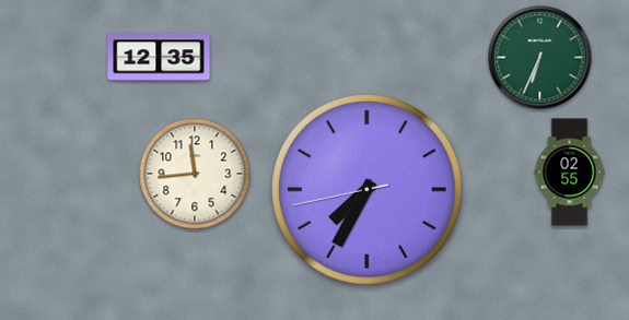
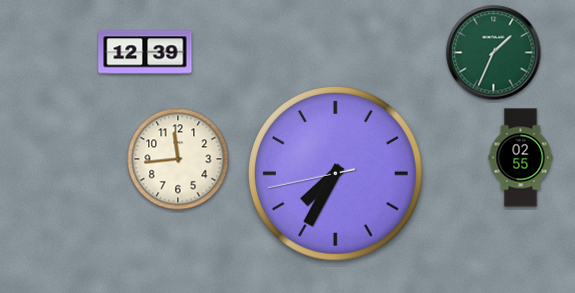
clock at (159, 57): 12:35 -> 12:39
clock at (540, 58): 6:34 -> 1:34
